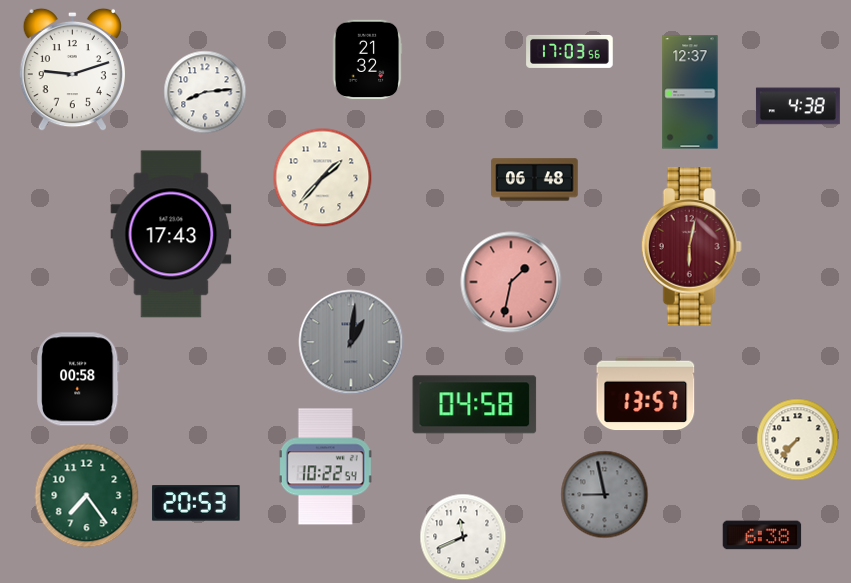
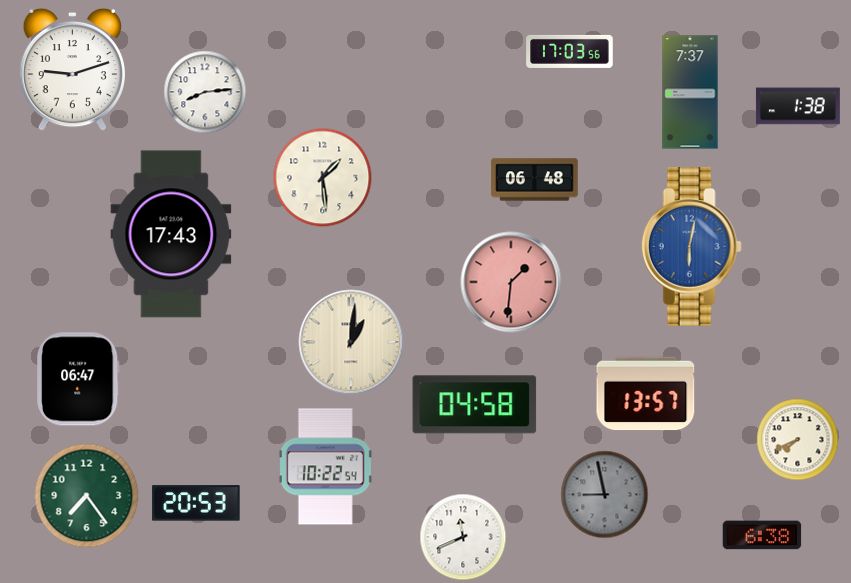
clock at (367, 60): 21:32 -> none
clock at (690, 92): 12:37 -> 7:37
clock at (798, 106): 4:38 -> 1:38
clock at (323, 178): 1:37 -> 1:29
clock at (691, 247) dial: burgundy -> blue
clock at (511, 282): 1:32 -> 1:31
clock at (351, 342) dial: grey -> cream
clock at (79, 379): 00:58 -> 06:47
clock at (798, 440): 7:37 -> 7:41
